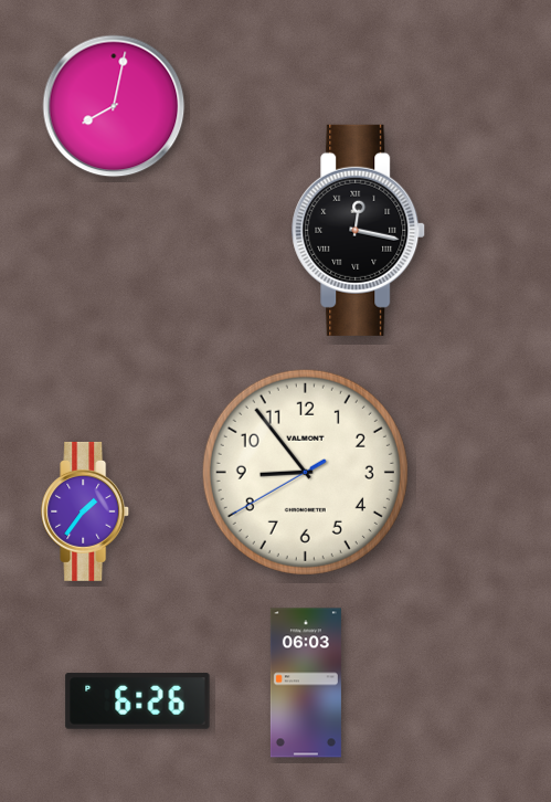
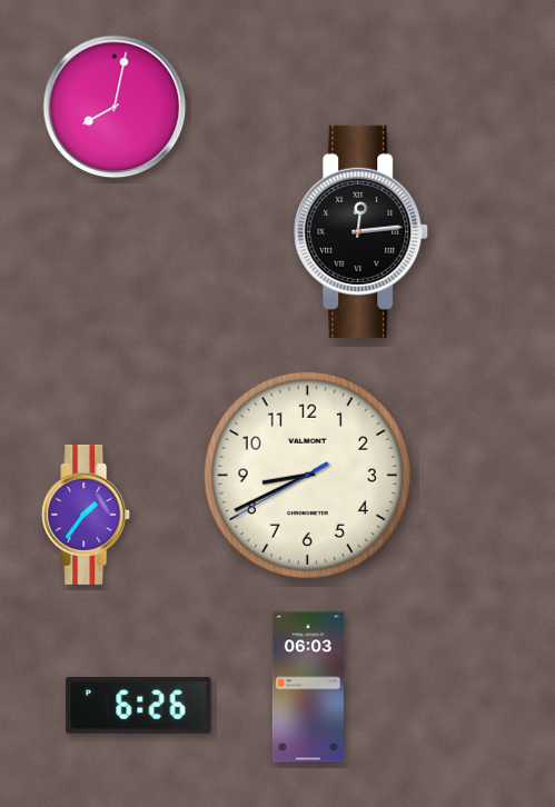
clock at (359, 230): 12:17 -> 12:14
clock at (305, 472): 8:53 -> 8:40
